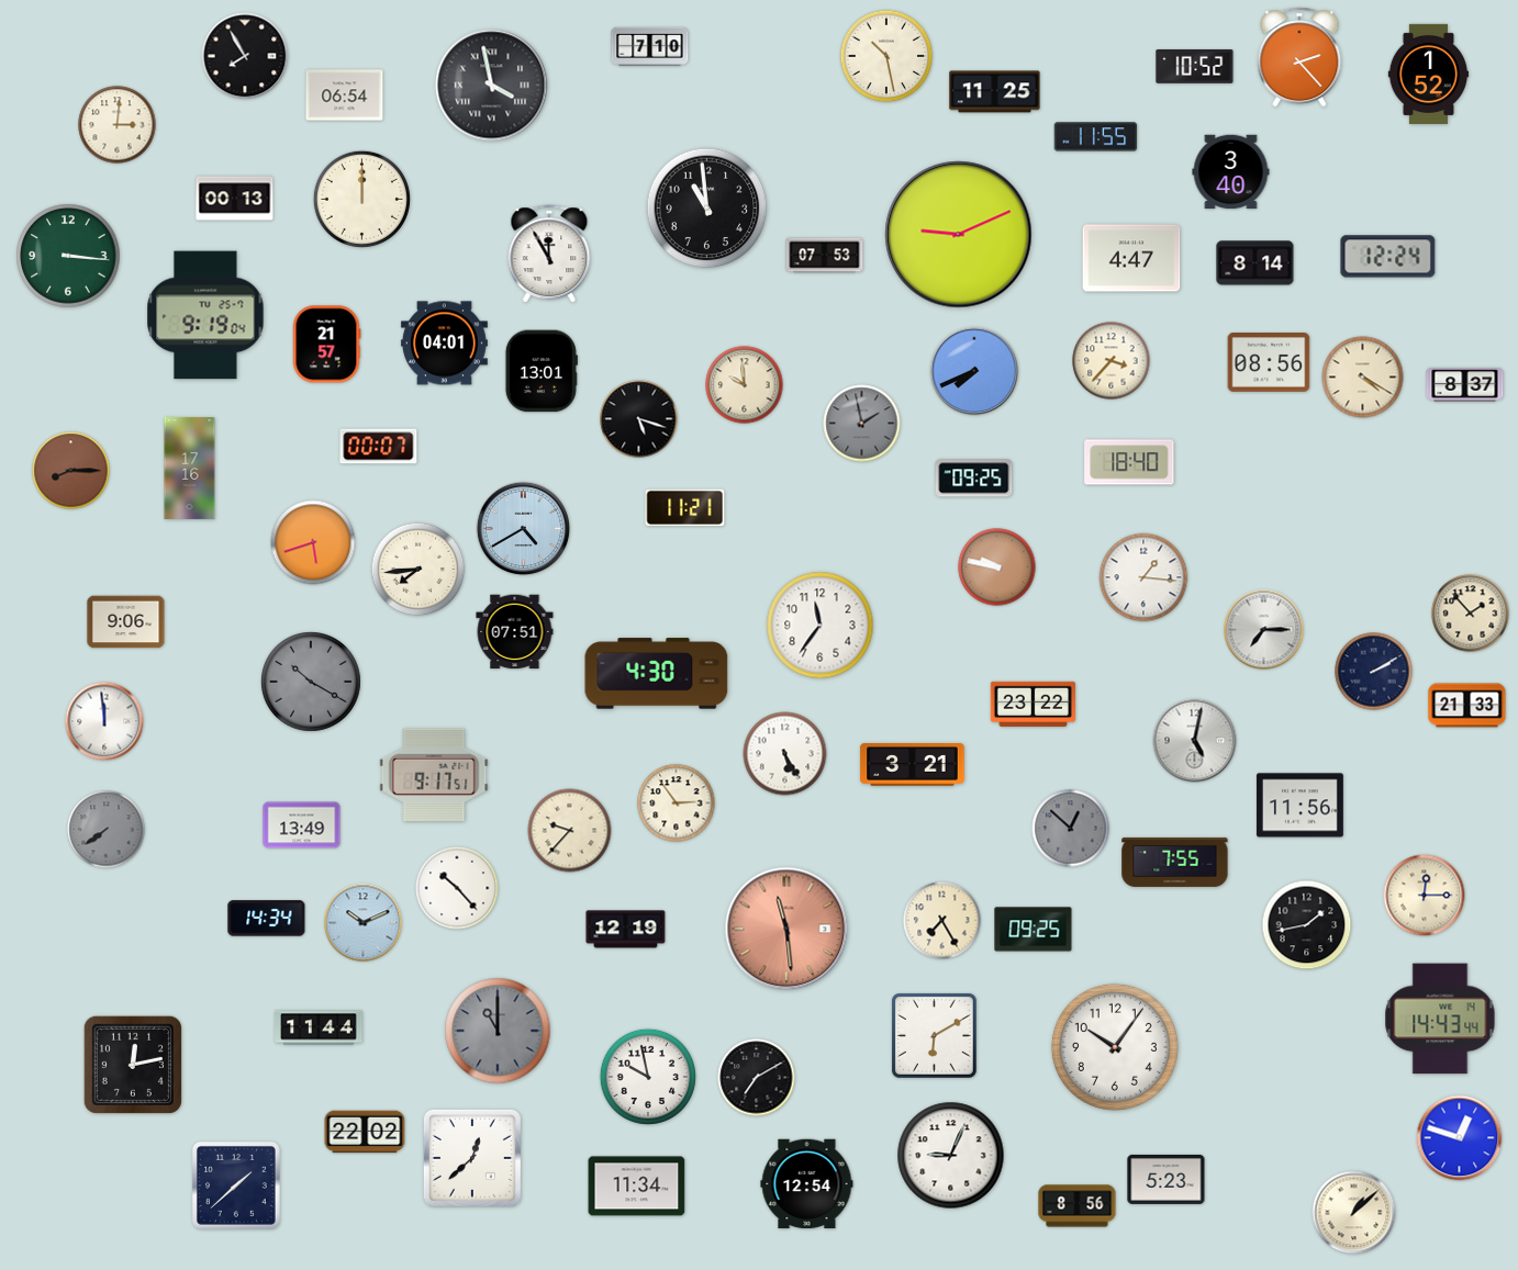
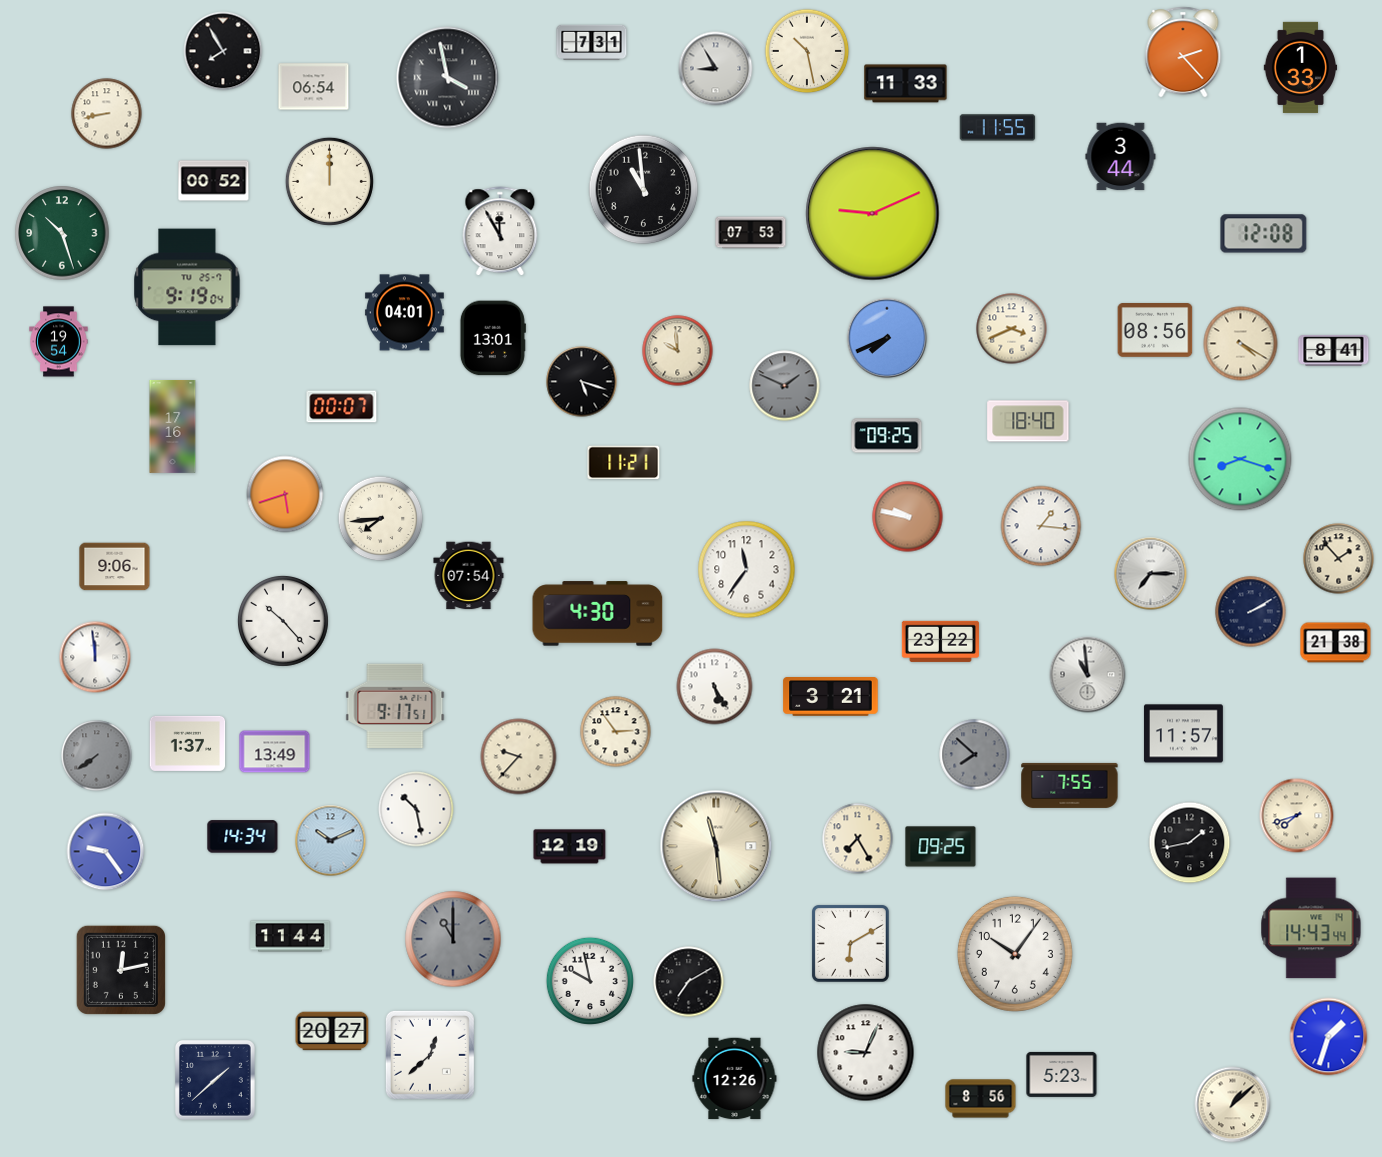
clock at (650, 46): 7:10 -> 7:31
clock at (1195, 66): 10:52 -> none
clock at (1429, 74): 1:52 -> 1:33
clock at (716, 69): none -> 8:55
clock at (995, 92): 11:25 -> 11:33
clock at (118, 125): 3:01 -> 8:43
clock at (1096, 137) position: (1096, 137) -> (998, 128)
clock at (1231, 172): 3:40 -> 3:44
clock at (235, 199): 00:13 -> 00:52
clock at (68, 256): 3:16 -> 10:27
clock at (1388, 257): 12:24 -> 12:08
clock at (1131, 258): 4:47 -> none
clock at (1255, 263): 8:14 -> none
clock at (326, 345): 21:57 -> none
clock at (1112, 361): 3:37 -> 3:41
clock at (59, 342): none -> 19:54
clock at (1465, 385): 8:37 -> 8:41
clock at (862, 424): 1:58 -> 1:49
clock at (379, 447) position: (379, 447) -> (342, 407)
clock at (71, 471): 8:15 -> none
clock at (1240, 459): none -> 8:18
clock at (524, 529): 4:40 -> none
clock at (515, 632): 07:51 -> 07:54
clock at (311, 682): 10:20 -> 10:23
clock at (311, 682) dial: grey -> white
clock at (1467, 706): 21:33 -> 21:38
clock at (1195, 741): 5:02 -> 10:59
clock at (1299, 806): 11:56 -> 11:57
clock at (188, 743): none -> 1:37
clock at (1071, 829): 12:52 -> 7:52
clock at (457, 888): 10:23 -> 10:28
clock at (1425, 896): 12:15 -> 7:42
clock at (786, 929) dial: salmon -> cream
clock at (106, 852): none -> 9:24
clock at (365, 1132): 22:02 -> 20:27
clock at (1460, 1138): 12:48 -> 1:33
clock at (807, 1184): 12:54 -> 12:26
clock at (637, 1187): 11:34 -> none
